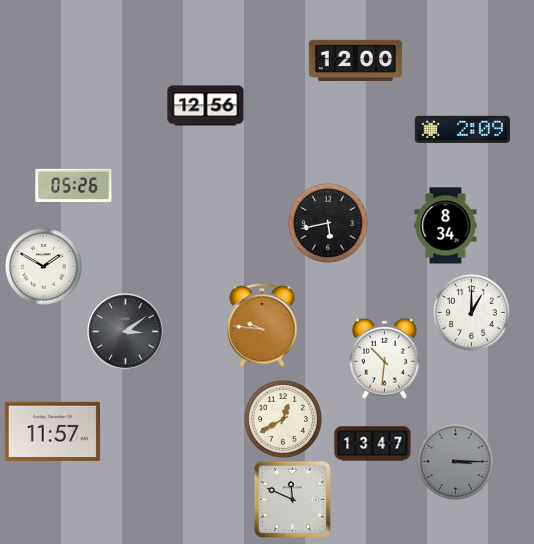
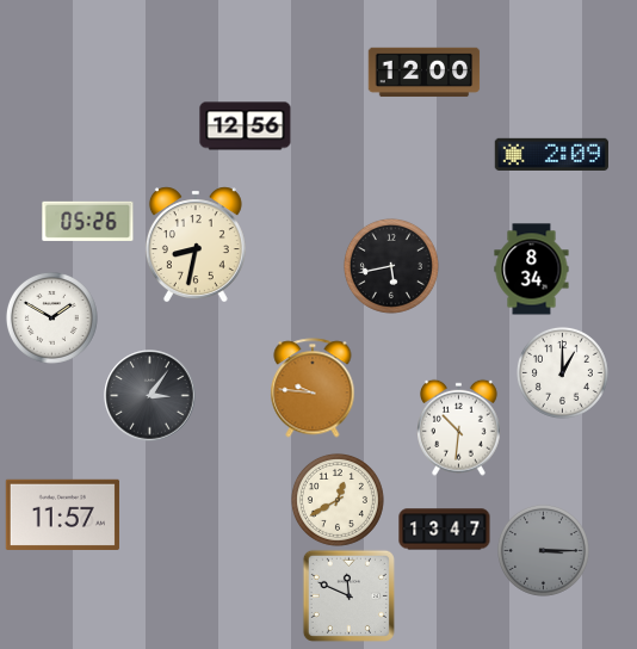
clock at (196, 245): none -> 8:32
clock at (126, 332): 3:09 -> 3:06
